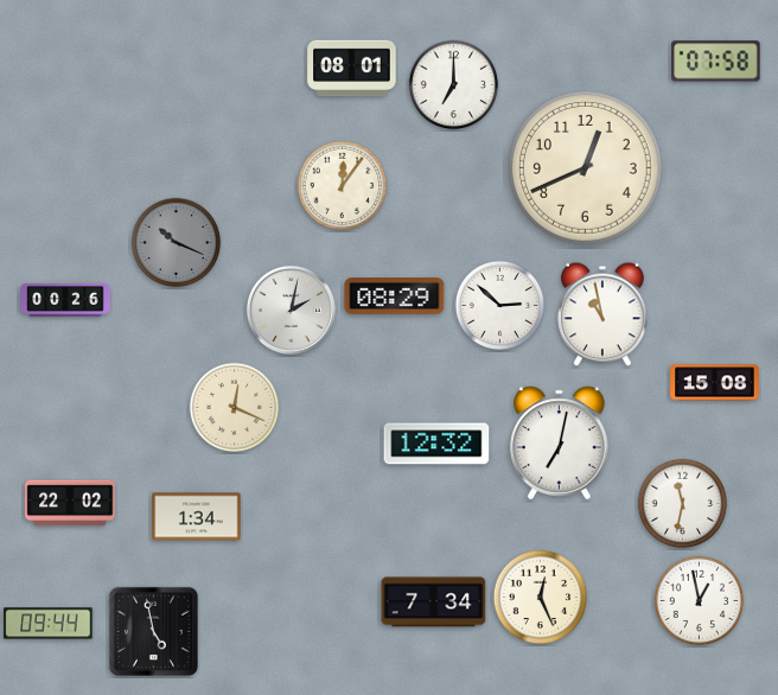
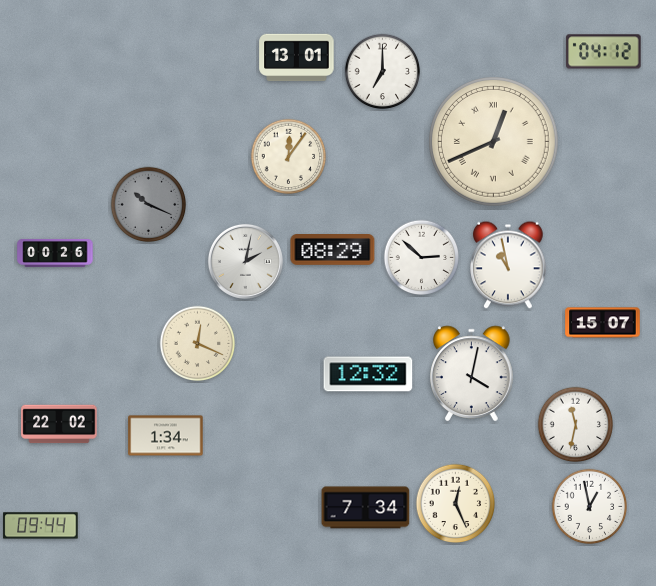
clock at (716, 62): 07:58 -> 04:12
clock at (352, 69): 08:01 -> 13:01
clock at (586, 168) numerals: Arabic -> Roman
clock at (715, 383): 15:08 -> 15:07
clock at (560, 444): 7:02 -> 4:02
clock at (153, 631): 4:58 -> none
